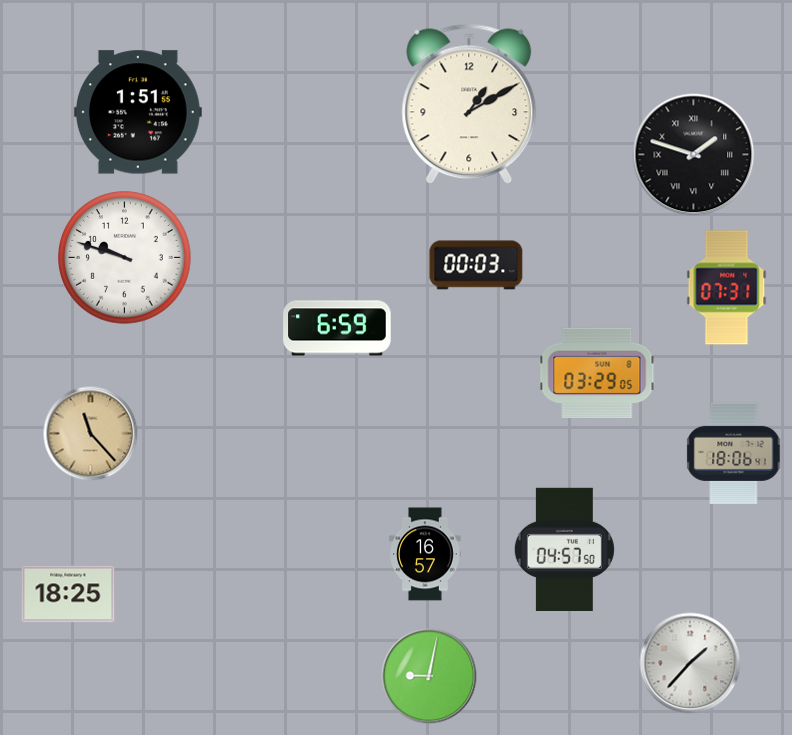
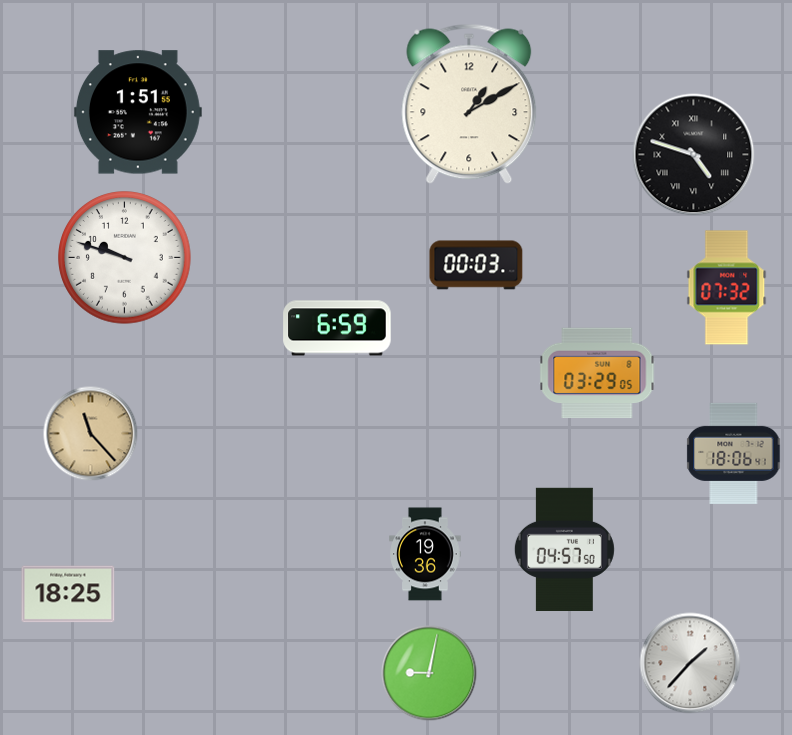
clock at (694, 155): 1:48 -> 4:48
clock at (727, 288): 07:31 -> 07:32
clock at (425, 554): 16:57 -> 19:36
clock at (429, 676) position: (429, 676) -> (429, 673)
